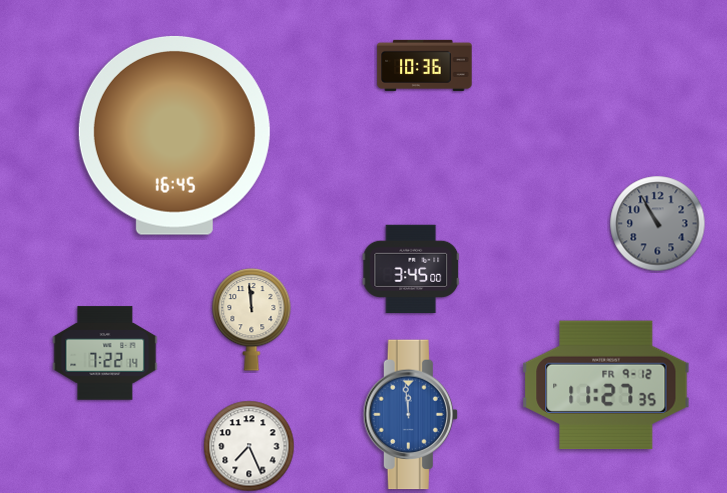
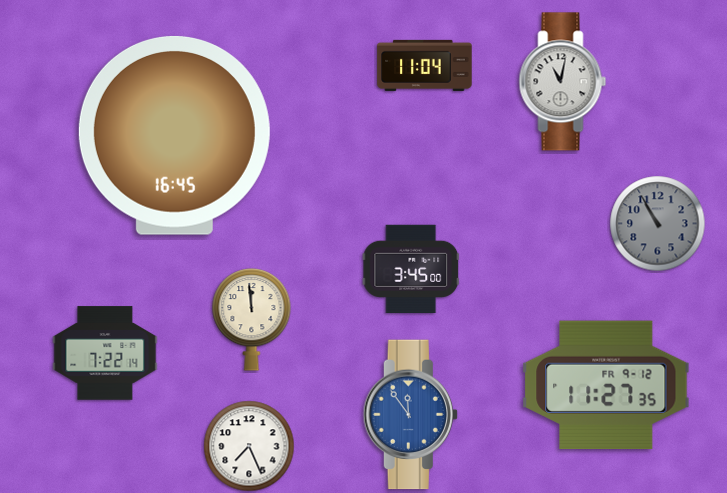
clock at (425, 65): 10:36 -> 11:04
clock at (563, 82): none -> 11:02
clock at (410, 415): 11:59 -> 11:54
